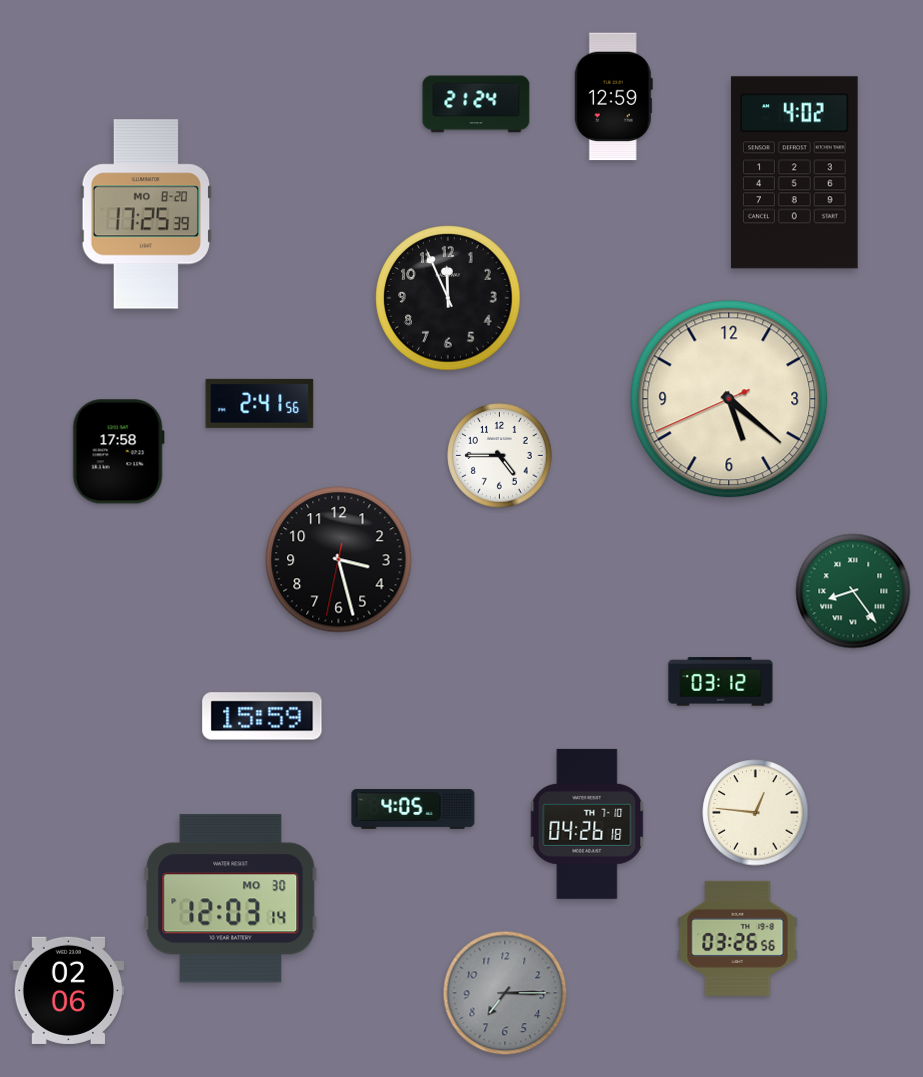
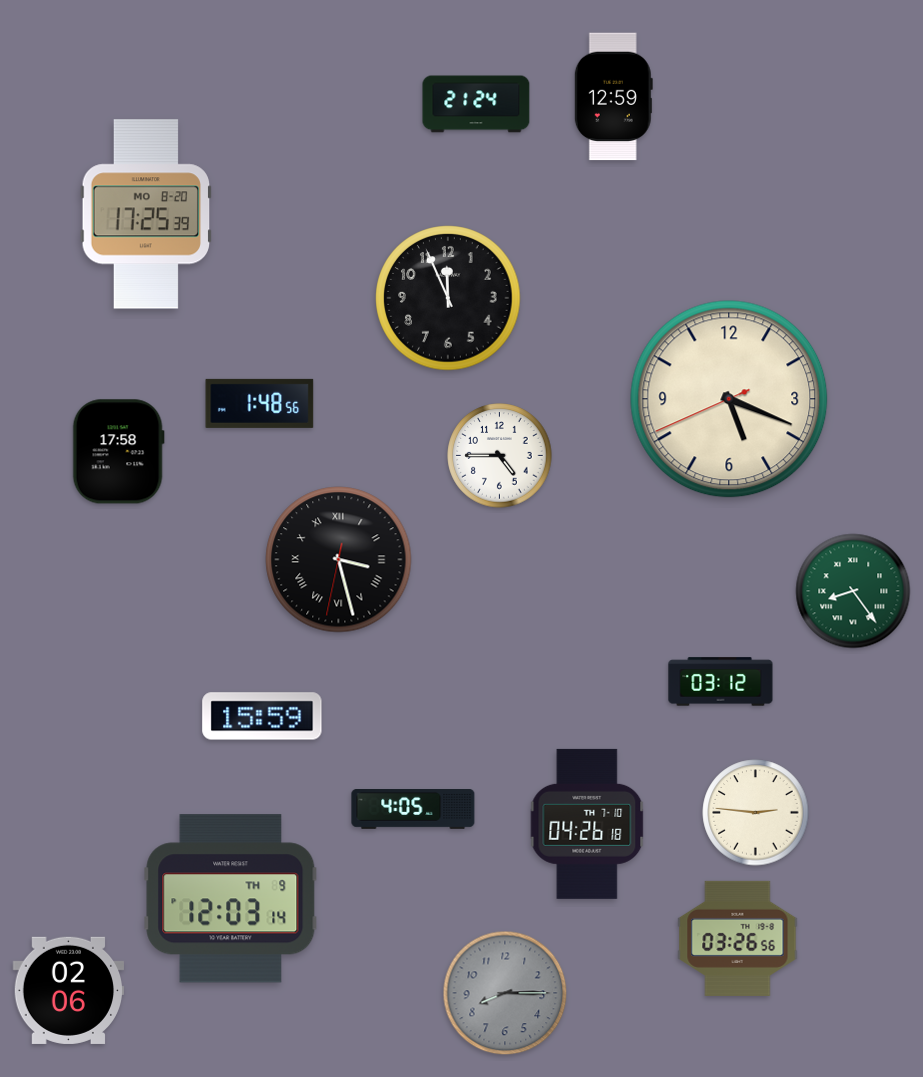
clock at (794, 173): 4:02 -> none
clock at (729, 399): 5:21 -> 5:18
clock at (260, 403): 2:41 -> 1:48
clock at (339, 560) numerals: Arabic -> Roman
clock at (756, 813): 12:46 -> 2:46
clock at (231, 899) date: MO 30 -> TH 9
clock at (505, 993): 7:15 -> 8:15
